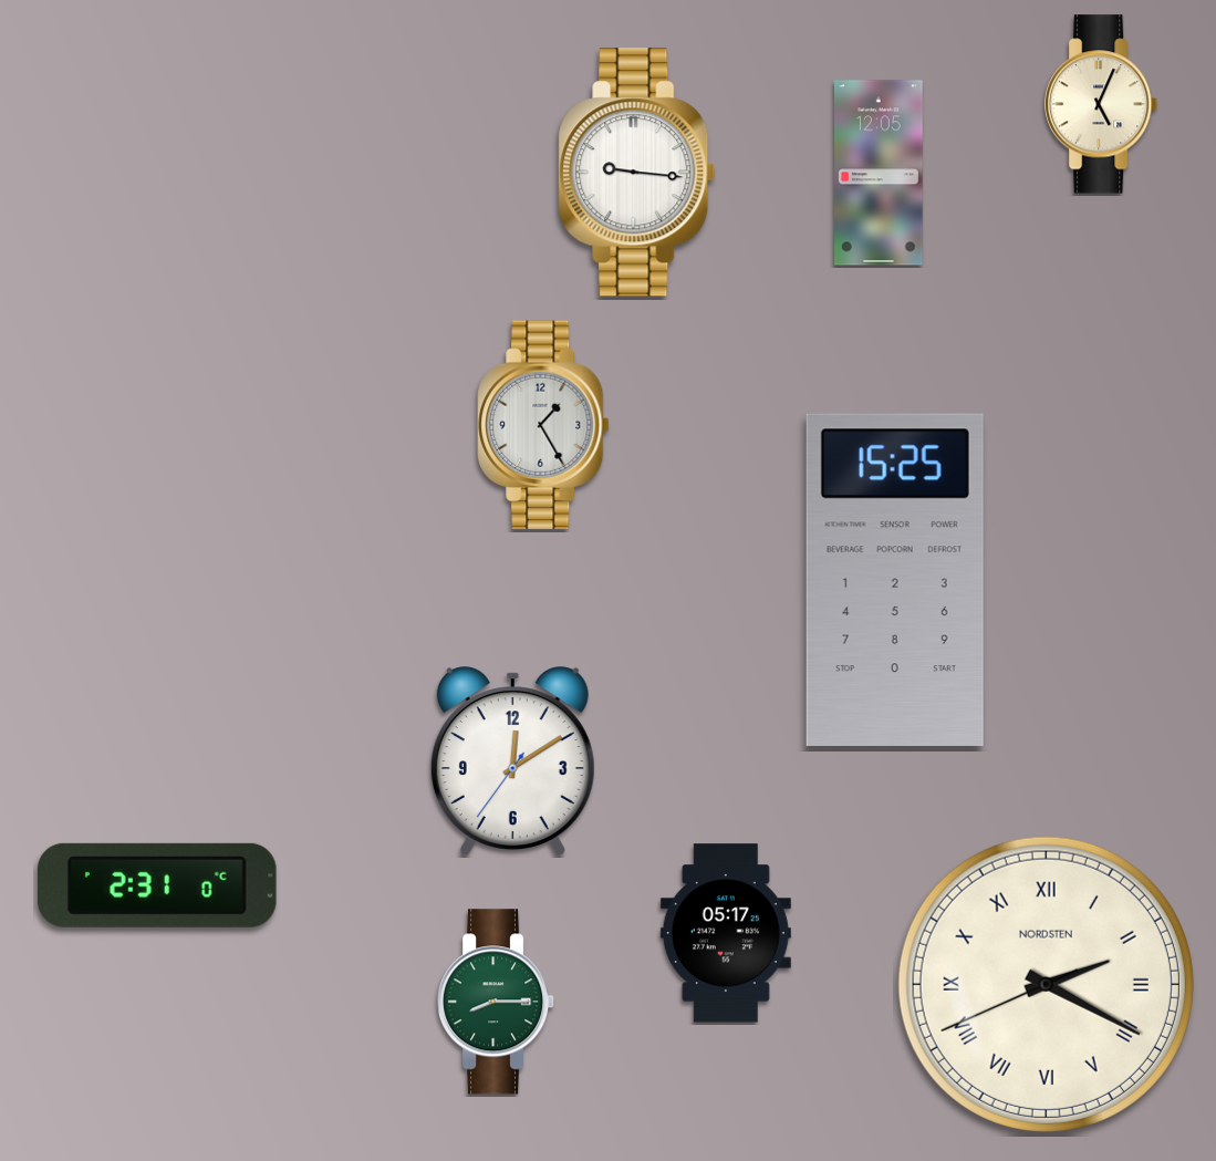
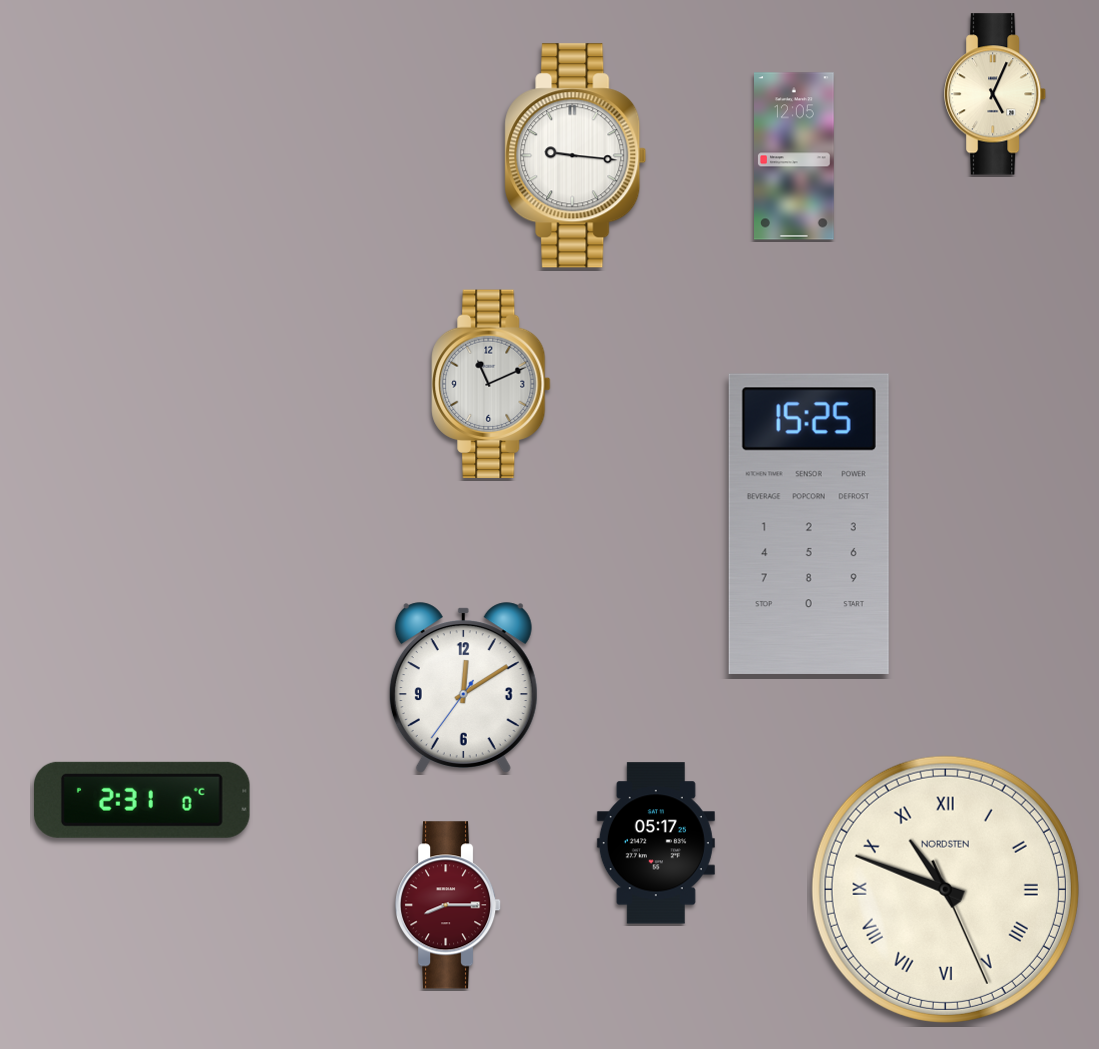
clock at (543, 425): 1:25 -> 11:11
clock at (1046, 984): 2:19 -> 10:48
clock at (497, 1002) dial: green -> burgundy
